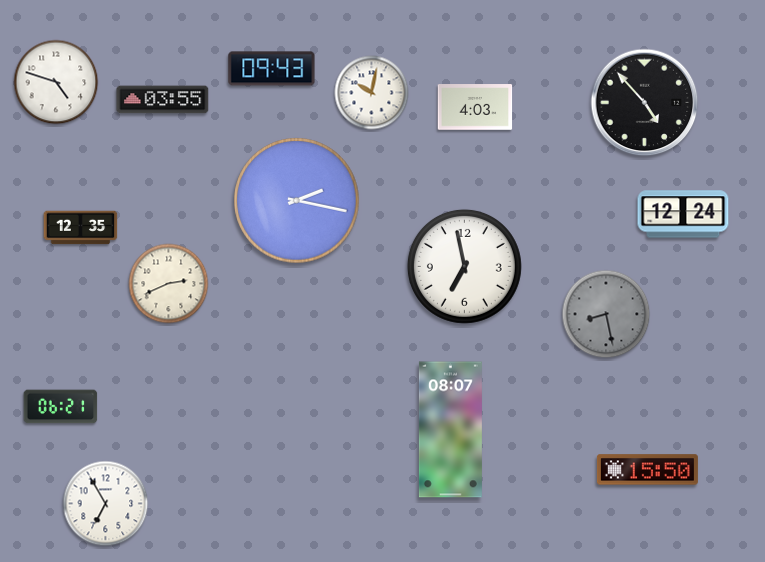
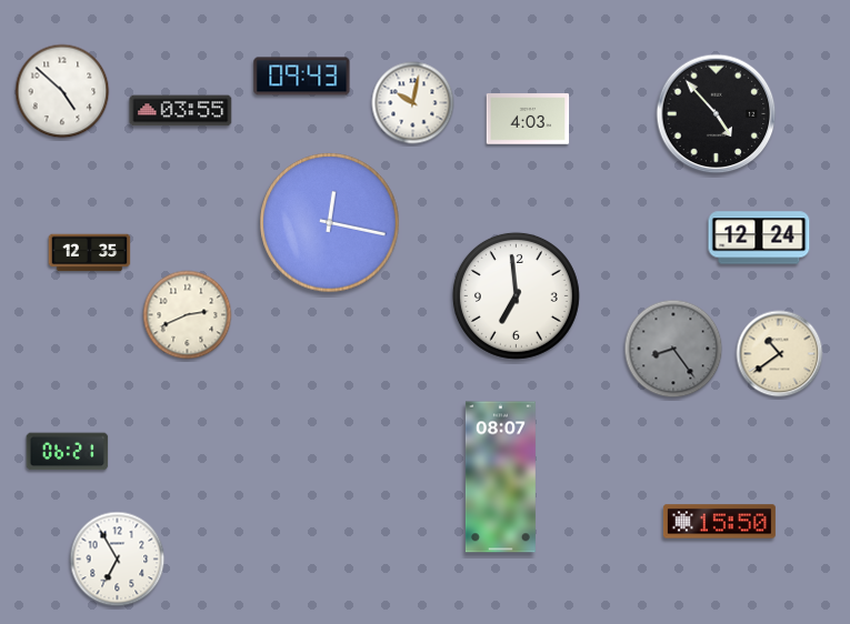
clock at (56, 82): 4:48 -> 4:52
clock at (297, 201): 2:17 -> 12:17
clock at (464, 266): 6:58 -> 6:59
clock at (606, 314): 8:28 -> 8:24
clock at (780, 354): none -> 10:39
